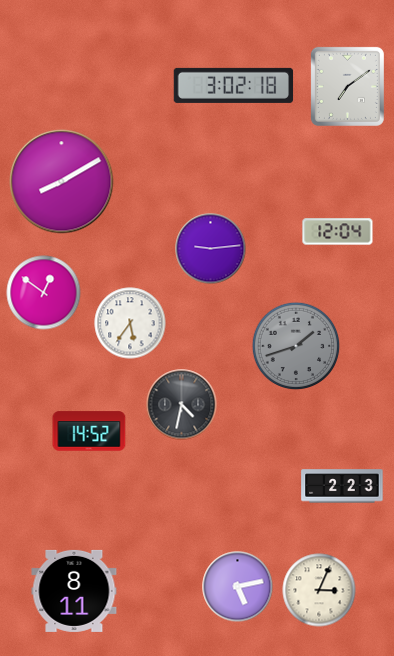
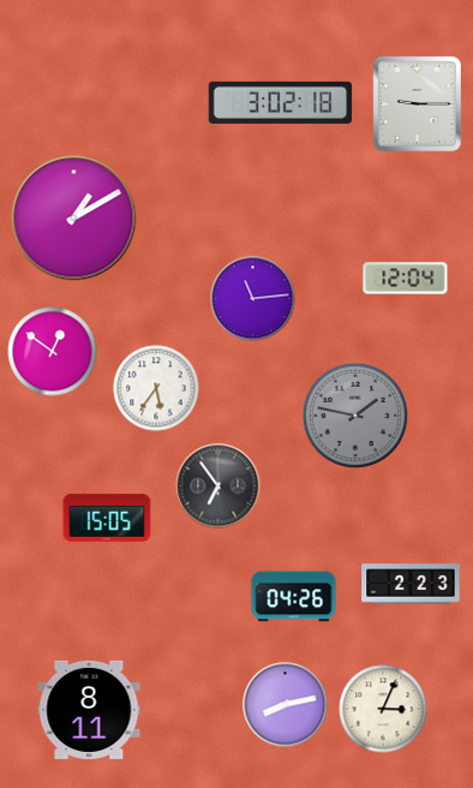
clock at (347, 86): 7:09 -> 9:15
clock at (62, 182): 8:10 -> 1:10
clock at (211, 249): 9:14 -> 11:14
clock at (296, 346): 1:42 -> 1:47
clock at (182, 405): 4:32 -> 6:54
clock at (89, 431): 14:52 -> 15:05
clock at (294, 597): none -> 04:26
clock at (238, 587): 5:13 -> 8:13
